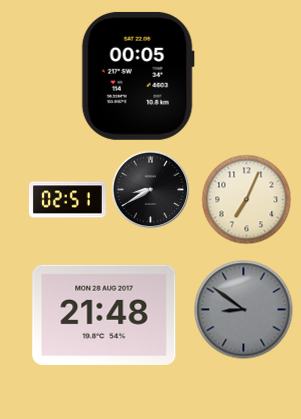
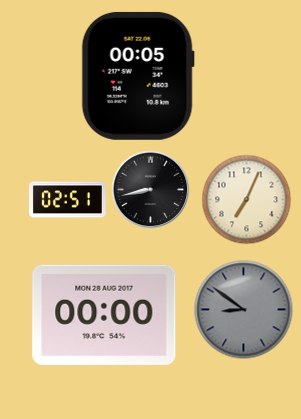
clock at (150, 189): 8:40 -> 8:43
clock at (104, 315): 21:48 -> 00:00
